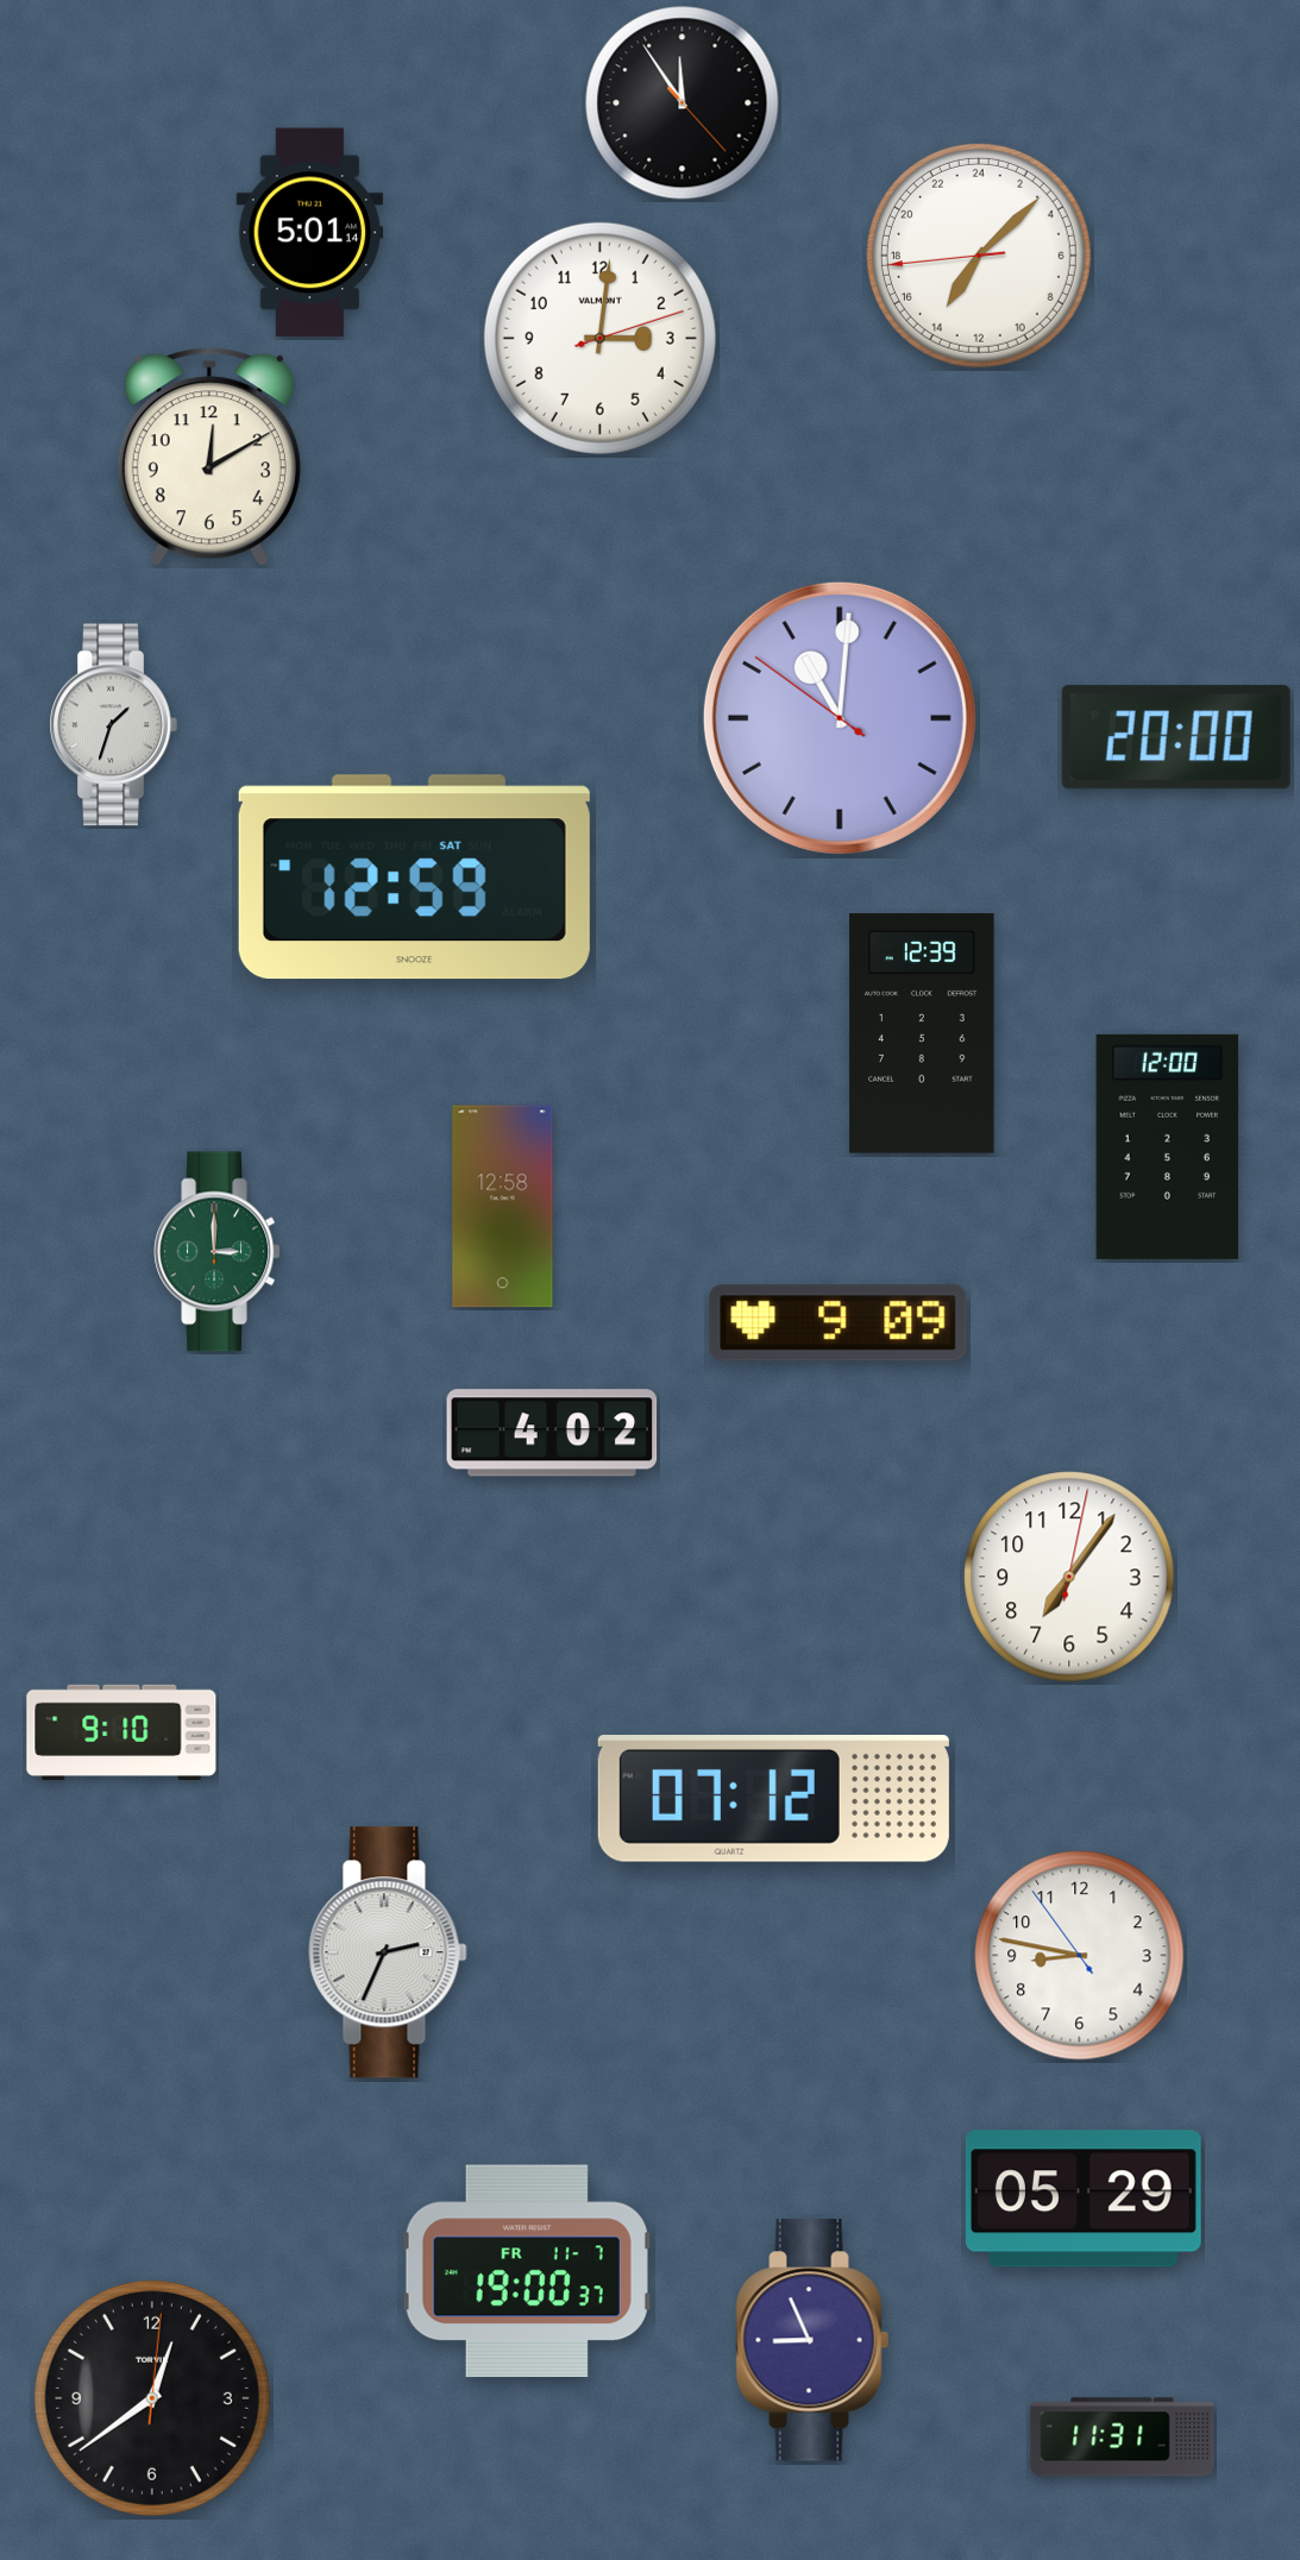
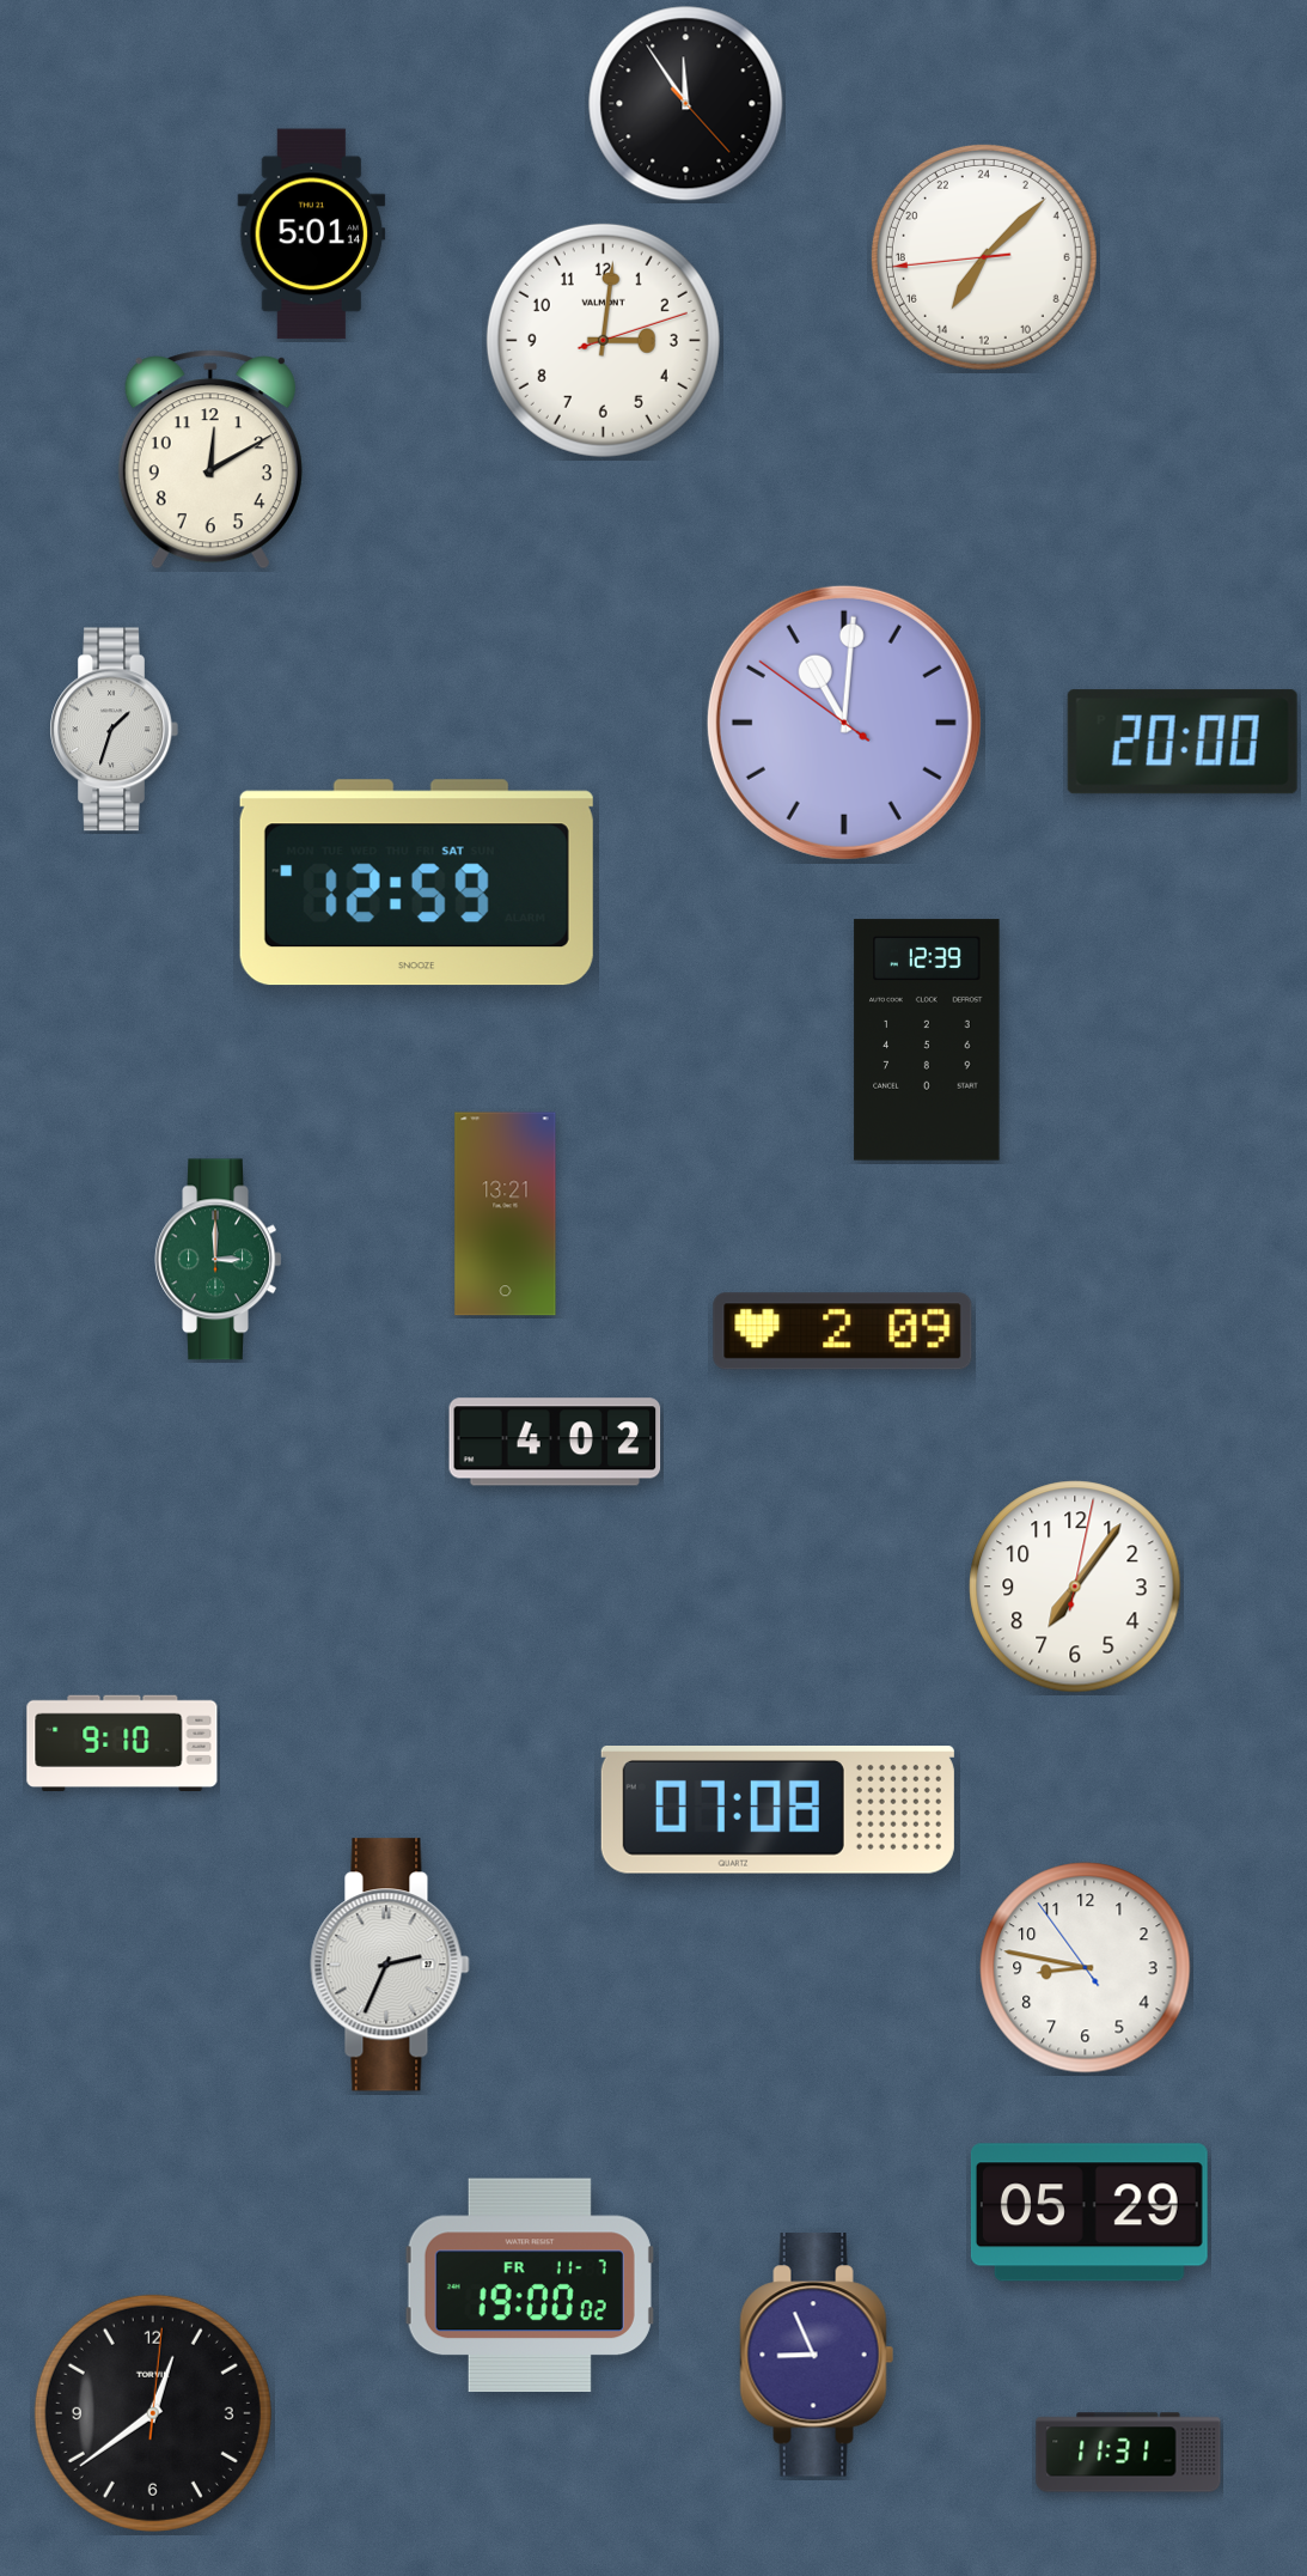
clock at (1168, 1146): 12:00 -> none
clock at (503, 1207): 12:58 -> 13:21
clock at (839, 1323): 9:09 -> 2:09
clock at (773, 1799): 07:12 -> 07:08
clock at (527, 2271): 19:00:37 -> 19:00:02
